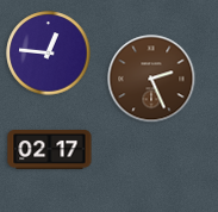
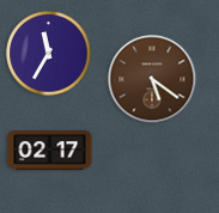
clock at (49, 54): 12:46 -> 11:35
clock at (151, 79): 2:26 -> 5:21
